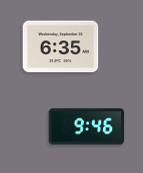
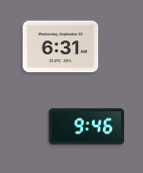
clock at (61, 47): 6:35 -> 6:31
